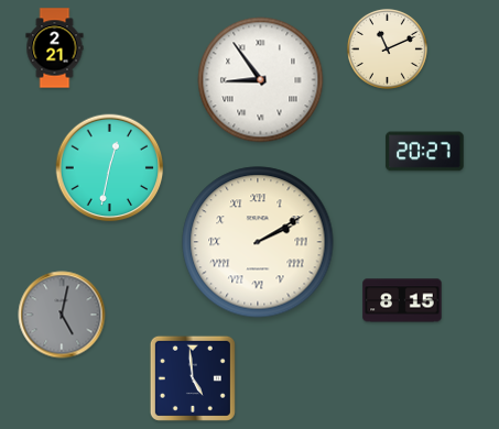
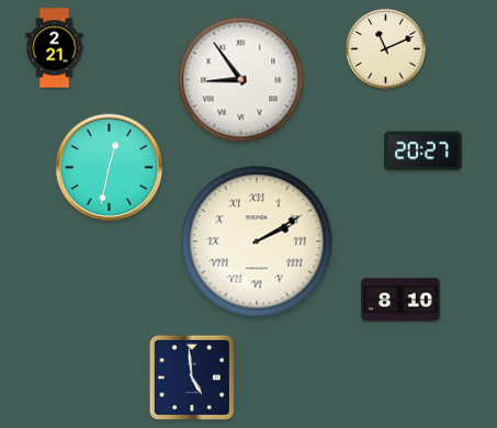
clock at (261, 80) position: (261, 80) -> (241, 80)
clock at (402, 300): 8:15 -> 8:10
clock at (62, 315): 5:02 -> none
